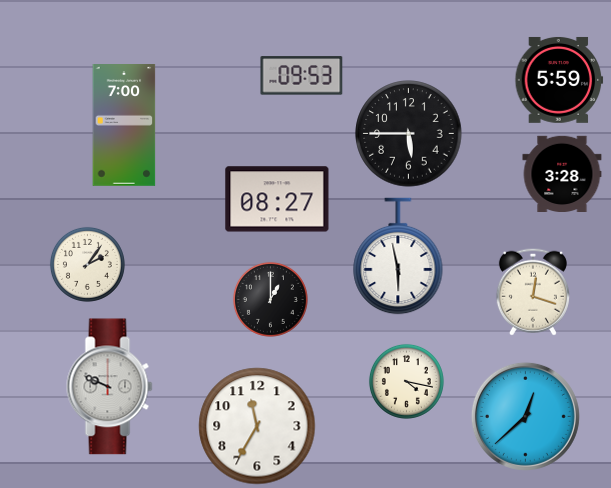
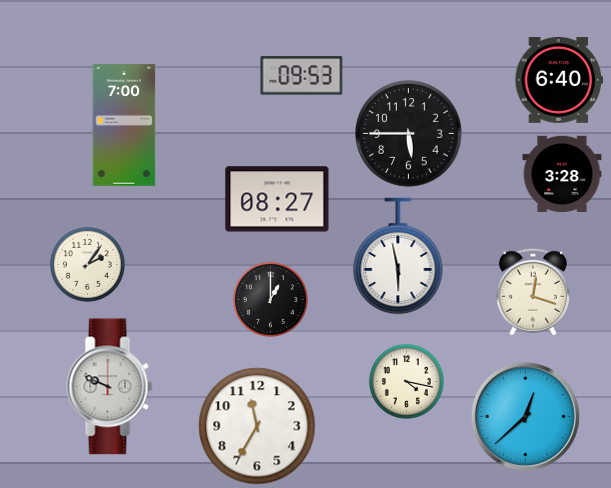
clock at (559, 80): 5:59 -> 6:40
